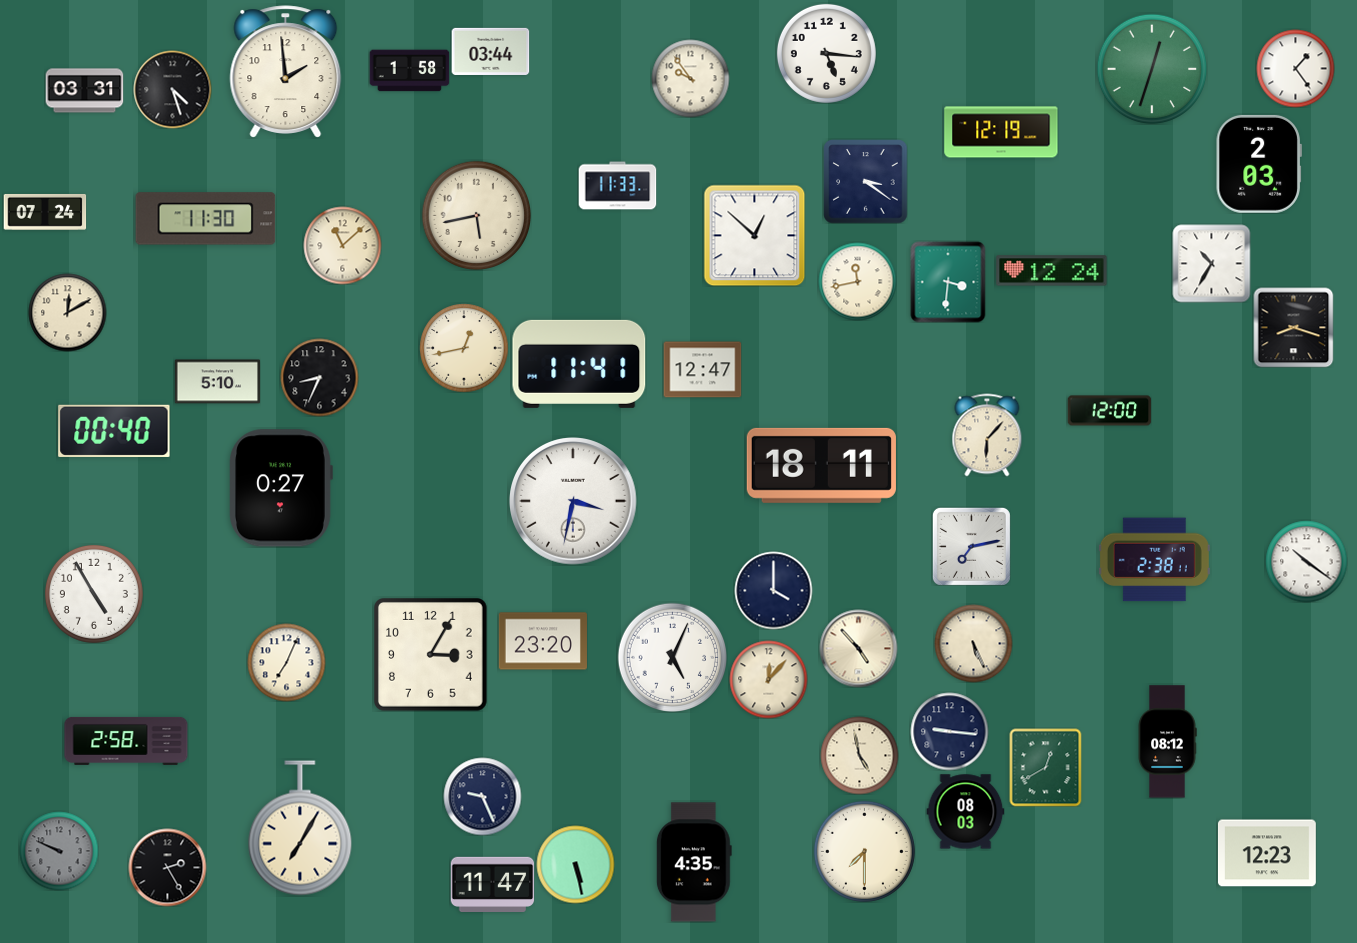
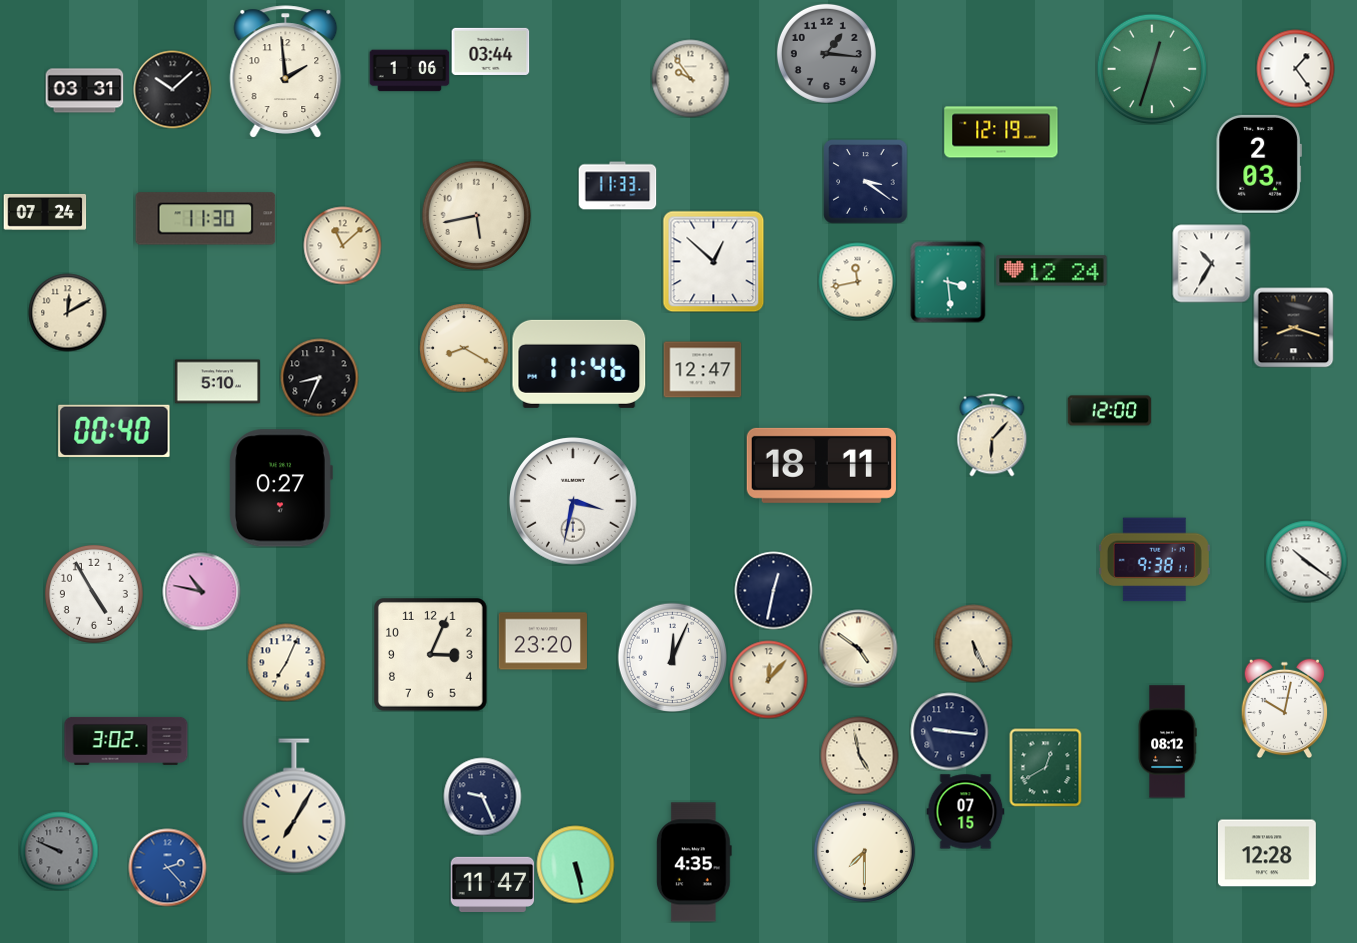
clock at (826, 53): 5:16 -> 1:16
clock at (826, 53) dial: white -> grey
clock at (409, 71): 1:58 -> 1:06
clock at (172, 89): 4:27 -> 10:08
clock at (754, 235) position: (754, 235) -> (713, 261)
clock at (948, 282): 3:31 -> 3:29
clock at (464, 348): 12:43 -> 8:20
clock at (579, 364): 11:41 -> 11:46
clock at (987, 435) position: (987, 435) -> (992, 435)
clock at (971, 546): 7:13 -> none
clock at (1154, 560): 2:38 -> 9:38
clock at (773, 590): 4:00 -> 12:32
clock at (201, 591): none -> 10:47
clock at (858, 648): 4:53 -> 4:51
clock at (431, 655): 3:05 -> 3:04
clock at (672, 657): 5:04 -> 12:04
clock at (1284, 708): none -> 10:02
clock at (126, 741): 2:58 -> 3:02
clock at (965, 812): 08:03 -> 07:15
clock at (300, 828) position: (300, 828) -> (294, 806)
clock at (1267, 853): 12:23 -> 12:28
clock at (167, 867): 2:25 -> 2:23
clock at (167, 867) dial: black -> blue
